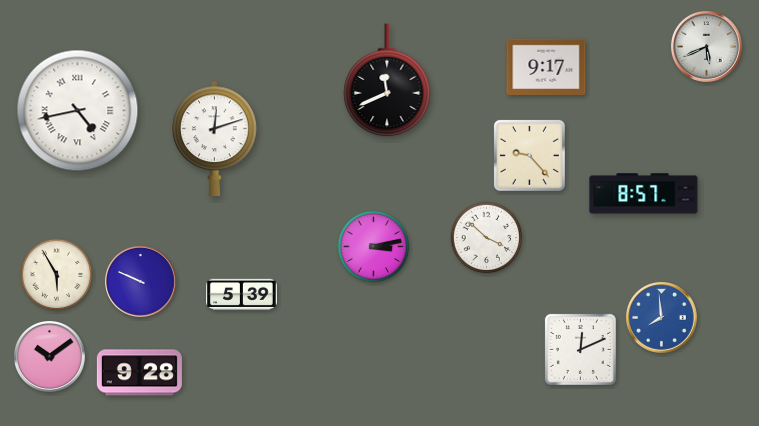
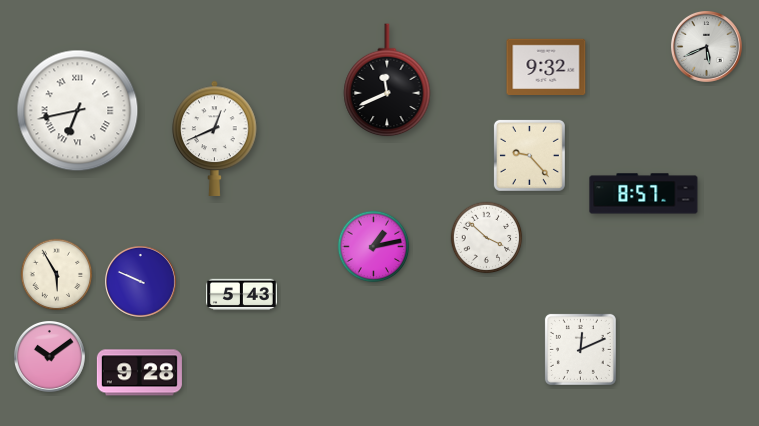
clock at (546, 67): 9:17 -> 9:32
clock at (78, 111): 4:43 -> 6:43
clock at (215, 138): 12:12 -> 12:41
clock at (374, 247): 3:13 -> 1:13
clock at (242, 295): 5:39 -> 5:43
clock at (662, 318): 7:59 -> none
